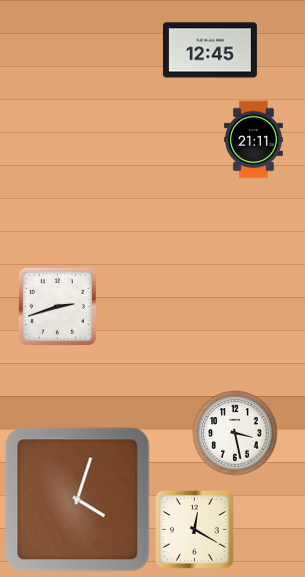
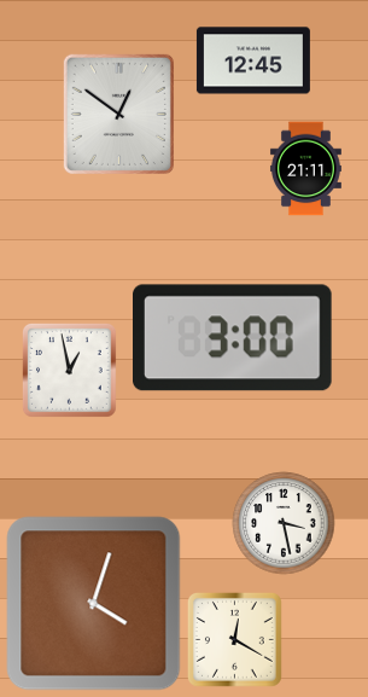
clock at (118, 114): none -> 12:51
clock at (233, 338): none -> 3:00
clock at (58, 307): 2:42 -> 12:58
